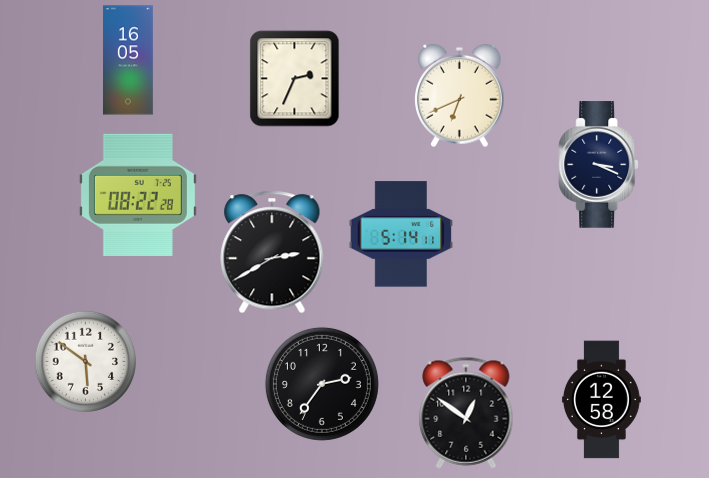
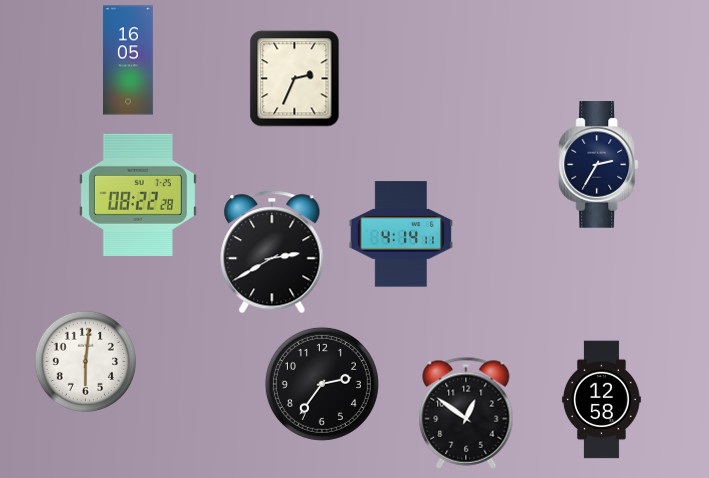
clock at (460, 96): 6:41 -> none
clock at (599, 165): 3:19 -> 2:35
clock at (401, 234): 5:14 -> 4:14
clock at (86, 362): 5:51 -> 6:01
